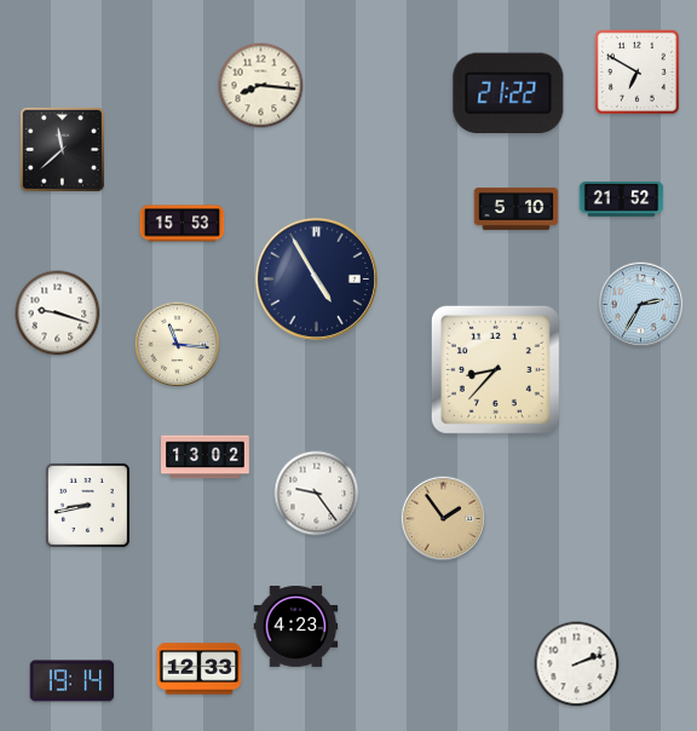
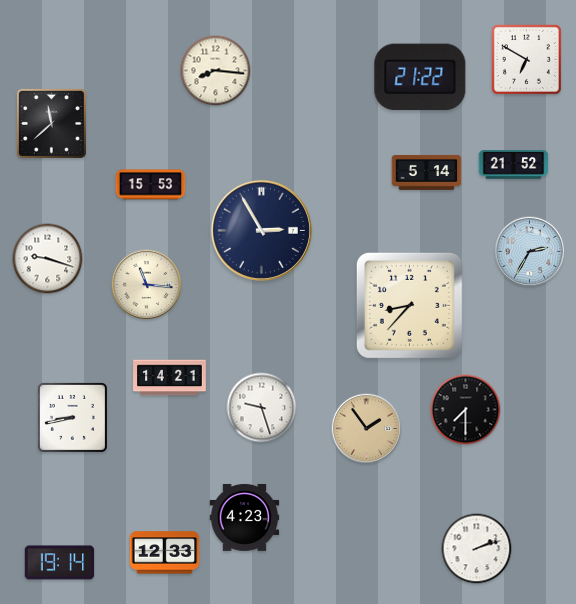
clock at (517, 208): 5:10 -> 5:14
clock at (316, 278): 4:55 -> 2:55
clock at (206, 457): 13:02 -> 14:21
clock at (317, 494): 9:24 -> 9:27
clock at (466, 410): none -> 7:30
